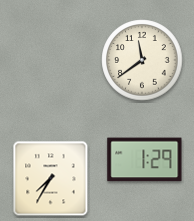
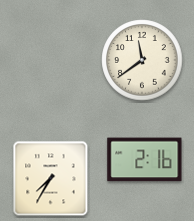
clock at (145, 160): 1:29 -> 2:16
